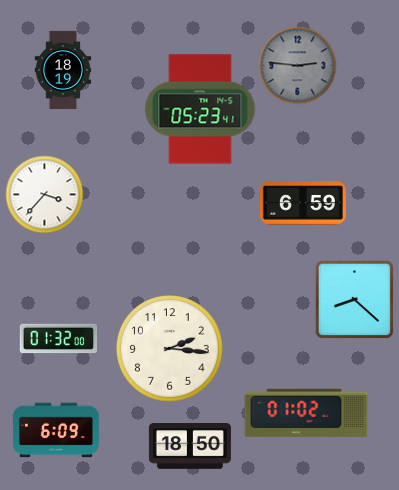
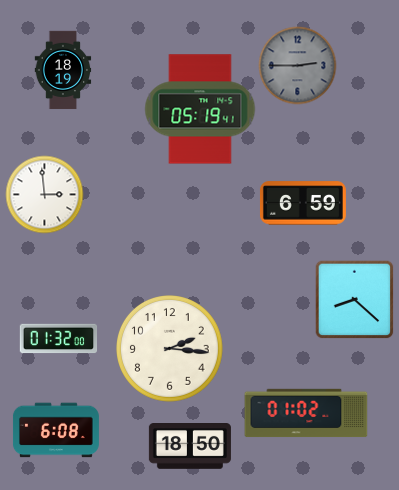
clock at (297, 65): 2:46 -> 2:45
clock at (200, 109): 05:23 -> 05:19
clock at (44, 194): 3:37 -> 2:59
clock at (56, 430): 6:09 -> 6:08
